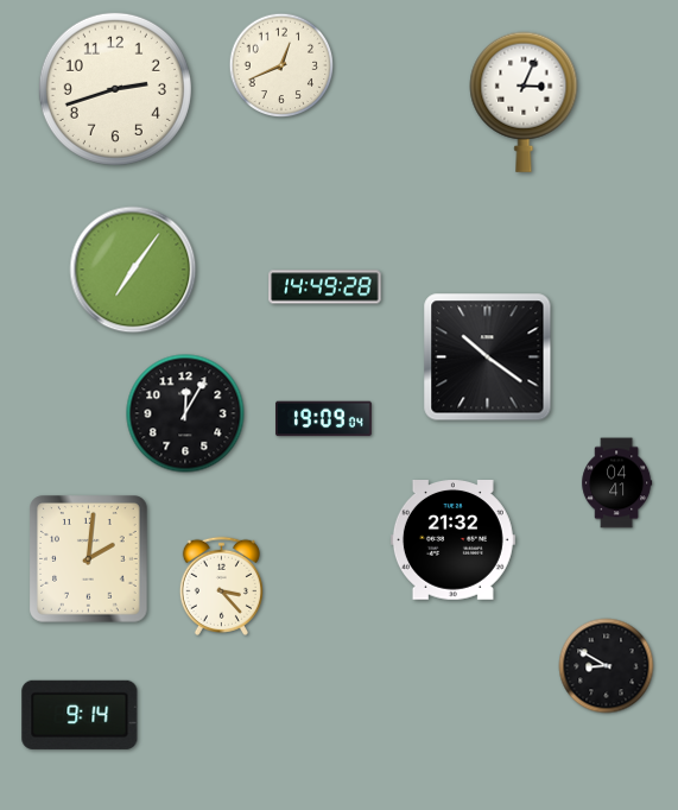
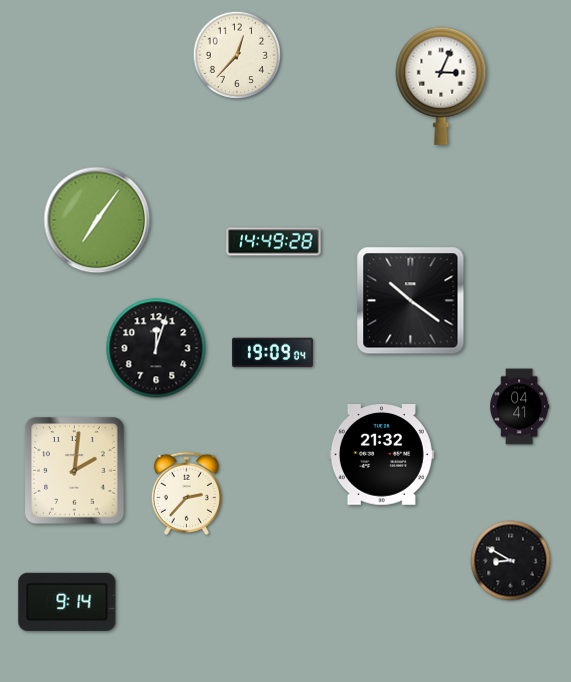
clock at (281, 65): 12:41 -> 12:37
clock at (115, 89): 2:42 -> none
clock at (133, 270) position: (133, 270) -> (97, 220)
clock at (185, 413): 12:05 -> 12:03
clock at (221, 586): 3:23 -> 2:37
